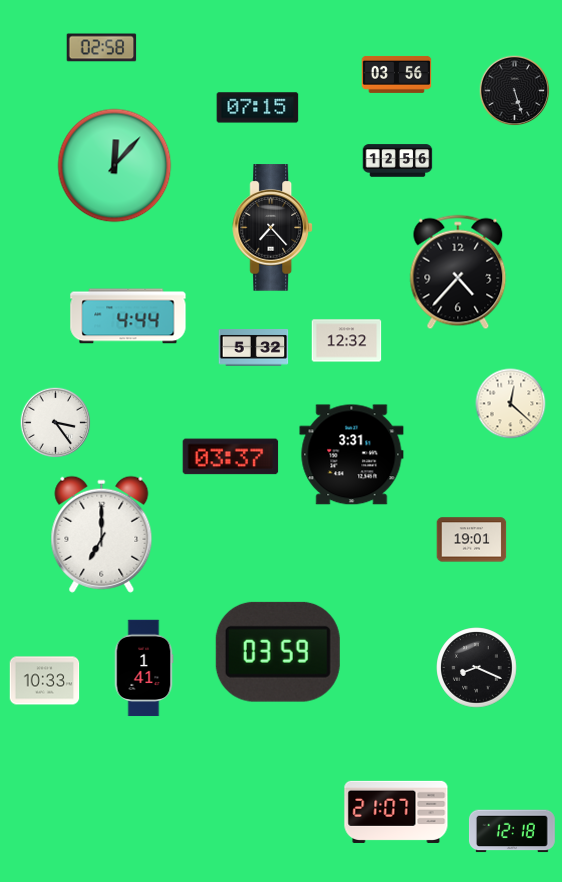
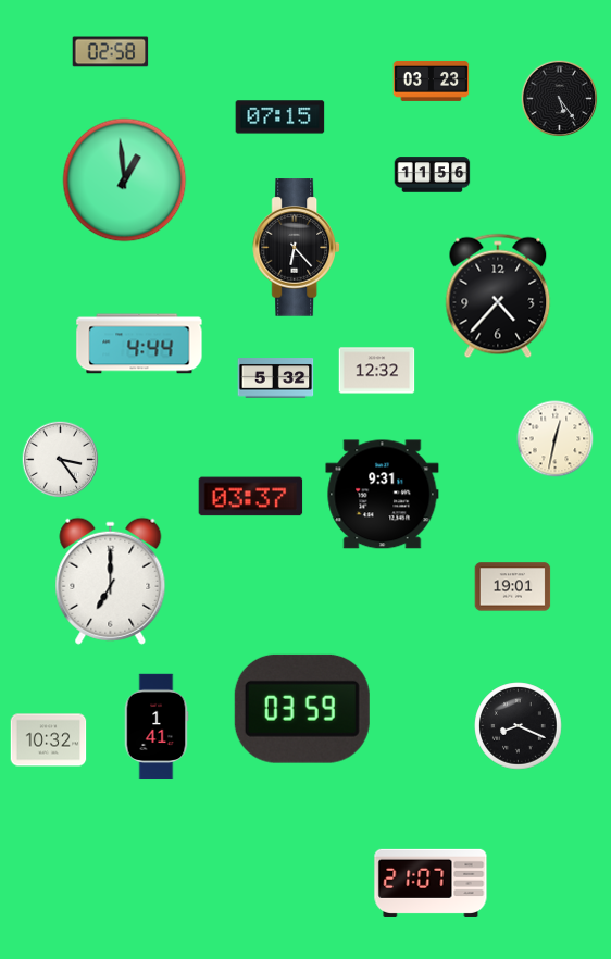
clock at (397, 74): 03:56 -> 03:23
clock at (515, 91): 5:27 -> 5:24
clock at (398, 161): 12:56 -> 11:56
clock at (115, 166): 12:07 -> 12:59
clock at (272, 228): 7:23 -> 6:23
clock at (511, 404): 12:22 -> 12:32
clock at (352, 455): 3:31 -> 9:31
clock at (45, 681): 10:33 -> 10:32
clock at (512, 831): 12:18 -> none
